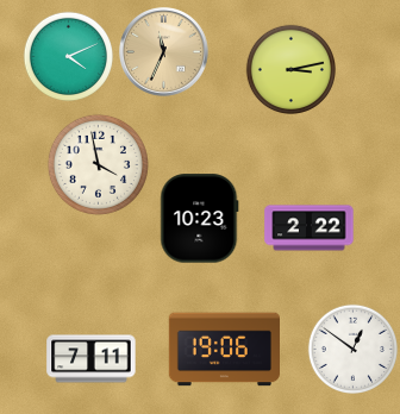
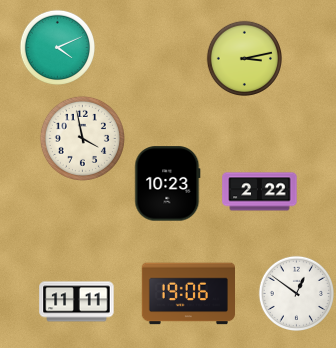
clock at (164, 52): 11:34 -> none
clock at (92, 359): 7:11 -> 11:11
